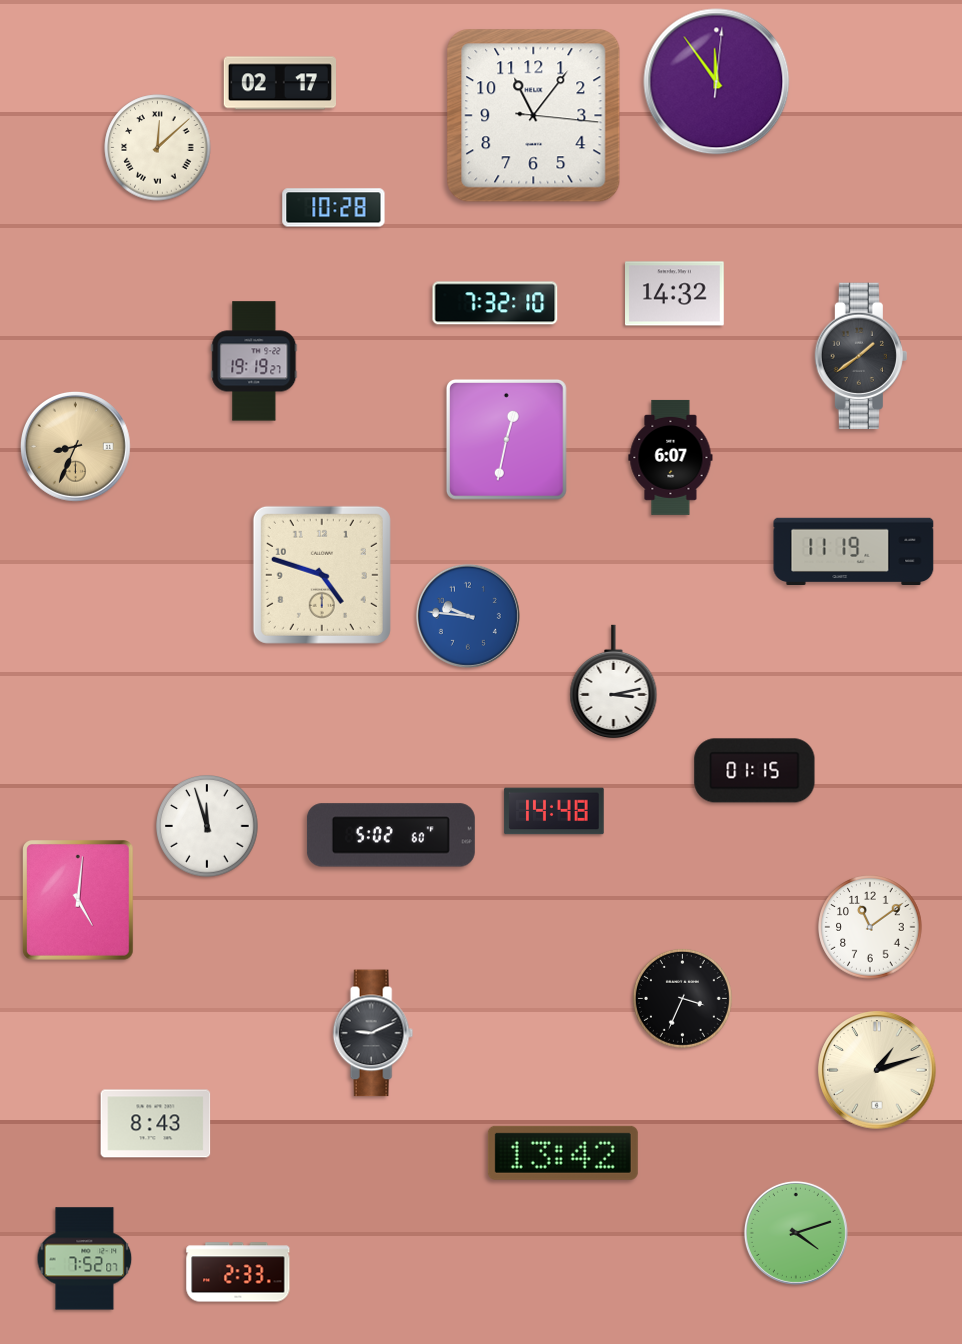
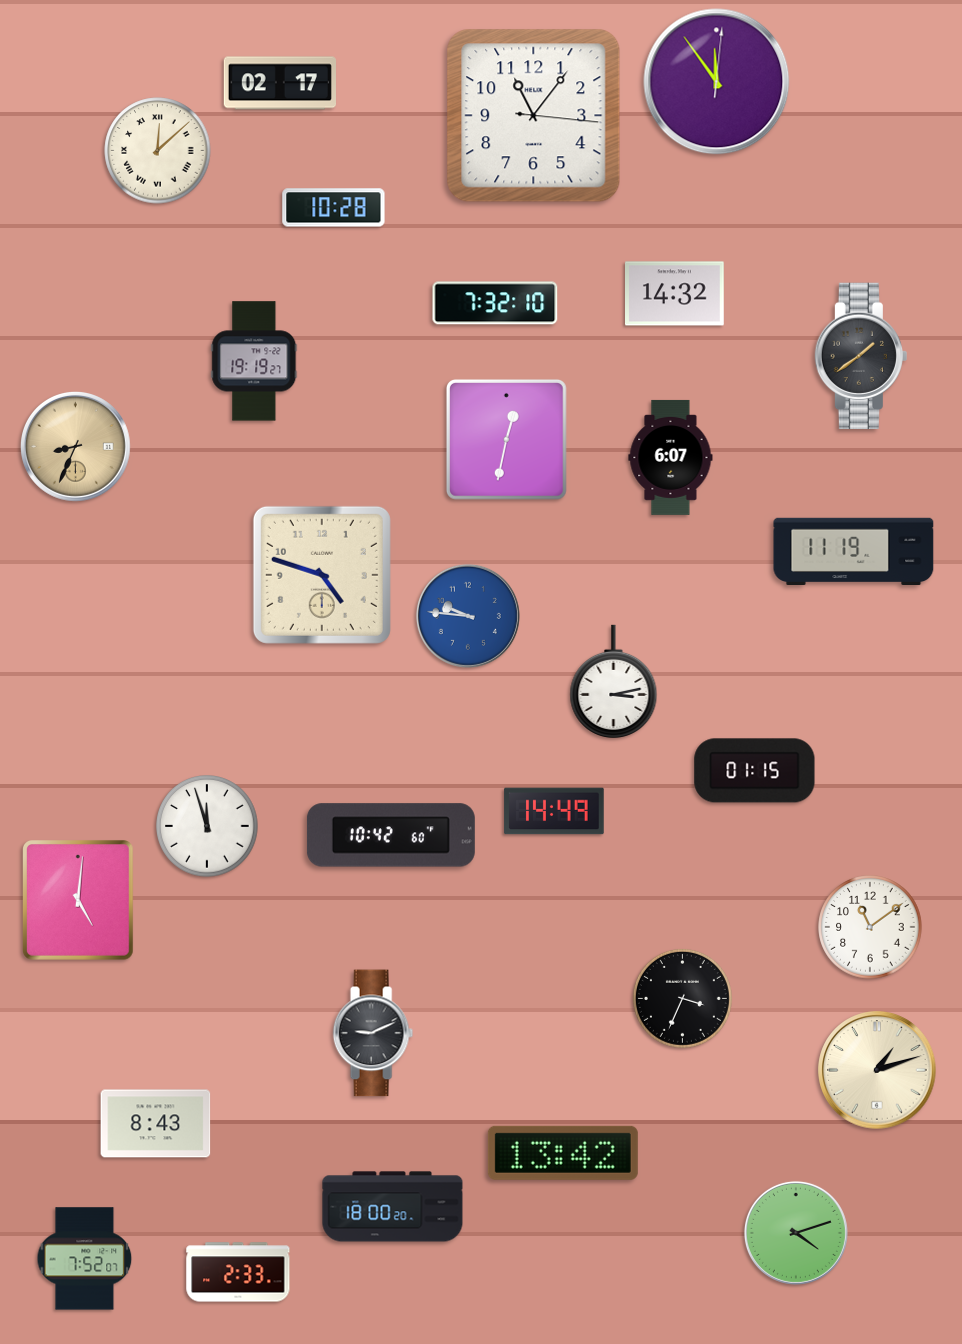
clock at (158, 148) position: (158, 148) -> (158, 151)
clock at (554, 811): 14:48 -> 14:49
clock at (391, 835): 5:02 -> 10:42
clock at (393, 1207): none -> 18:00
